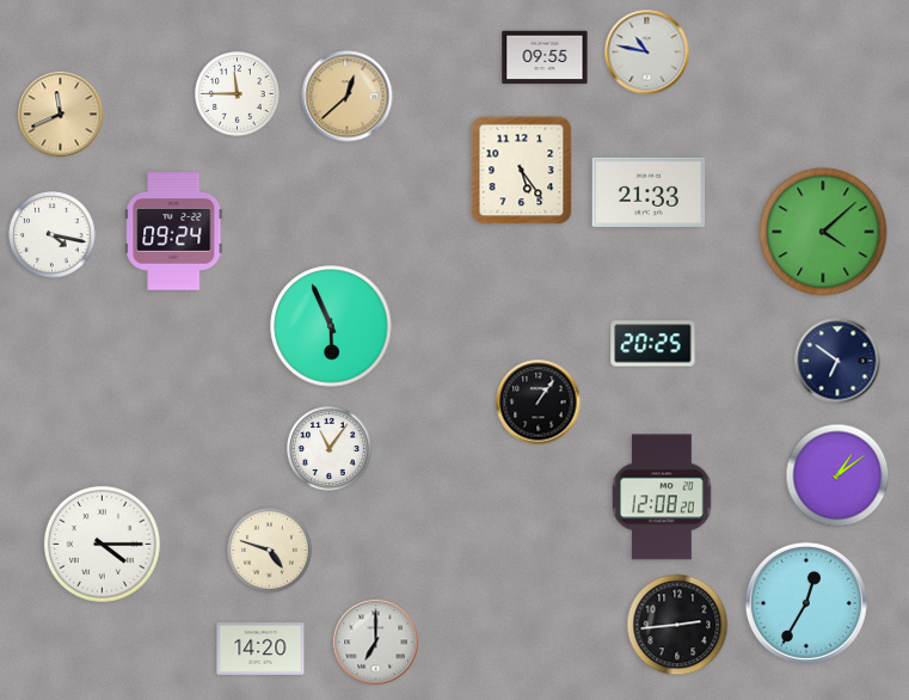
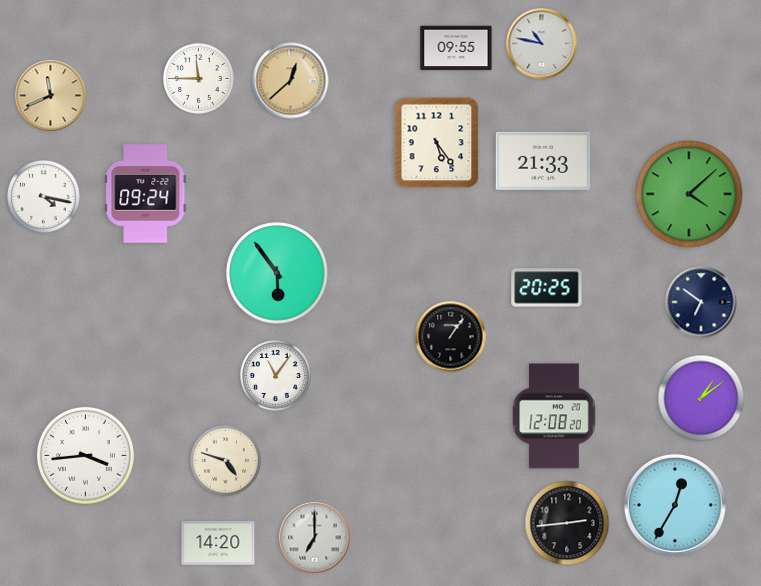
clock at (331, 326): 5:56 -> 5:54
clock at (102, 544): 4:15 -> 3:44
